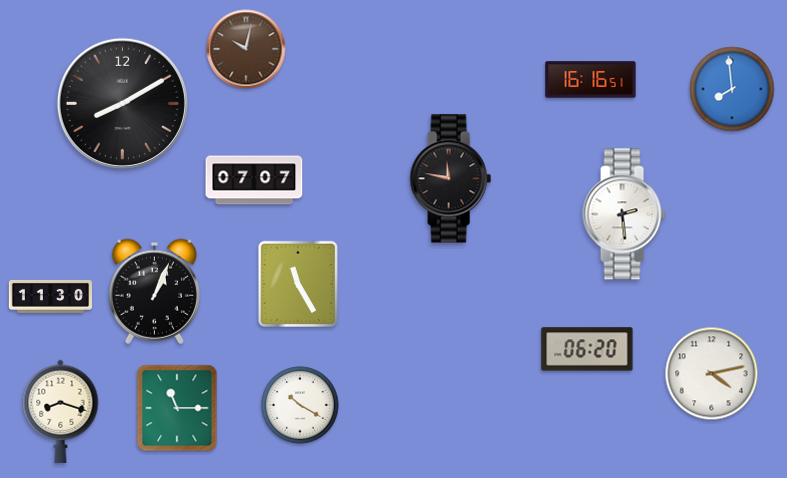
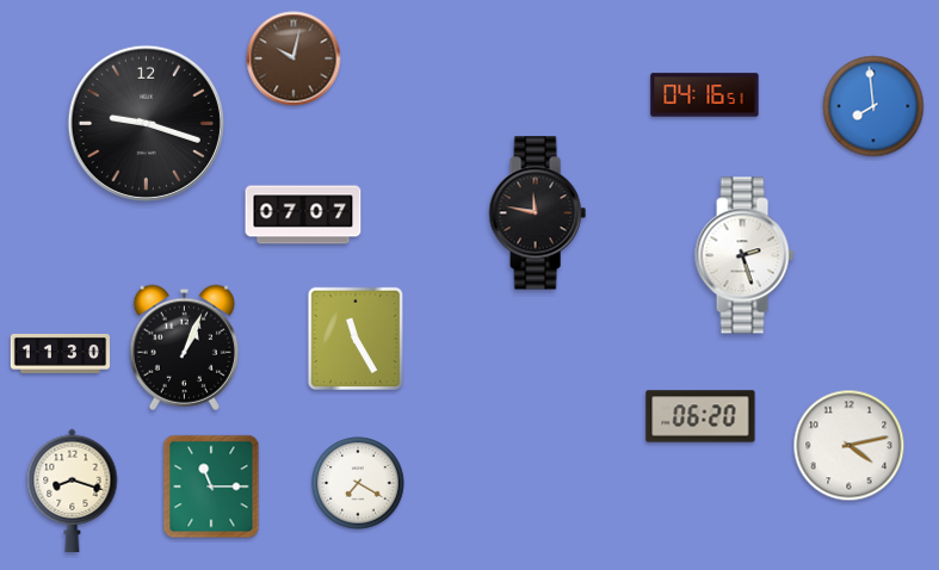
clock at (591, 80): 16:16 -> 04:16
clock at (122, 103): 8:10 -> 9:18
clock at (624, 214): 2:29 -> 2:27
clock at (300, 405): 10:20 -> 7:20
